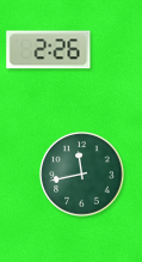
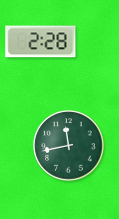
clock at (49, 50): 2:26 -> 2:28
